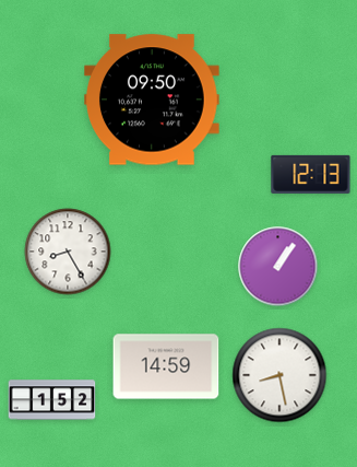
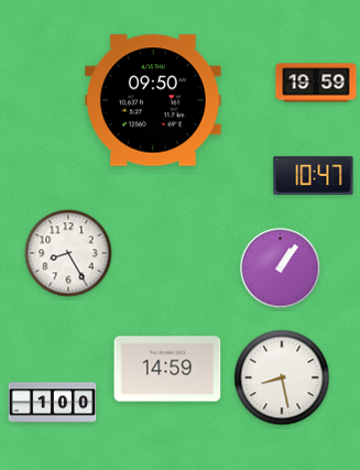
clock at (316, 83): none -> 19:59
clock at (311, 174): 12:13 -> 10:47
clock at (52, 400): 1:52 -> 1:00
